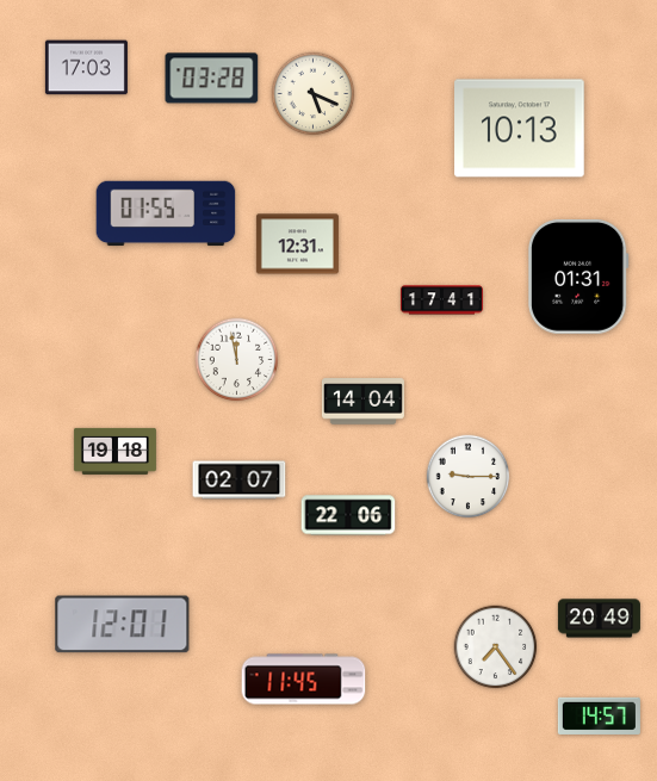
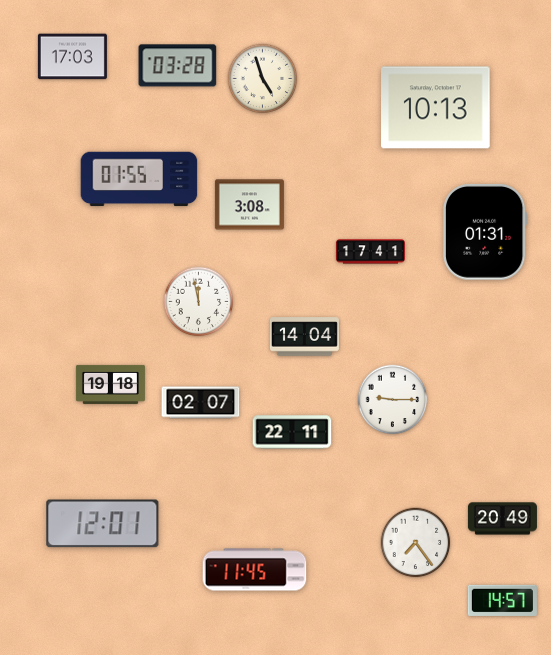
clock at (314, 94): 5:19 -> 4:57
clock at (297, 244): 12:31 -> 3:08
clock at (114, 451) position: (114, 451) -> (110, 384)
clock at (348, 515): 22:06 -> 22:11
